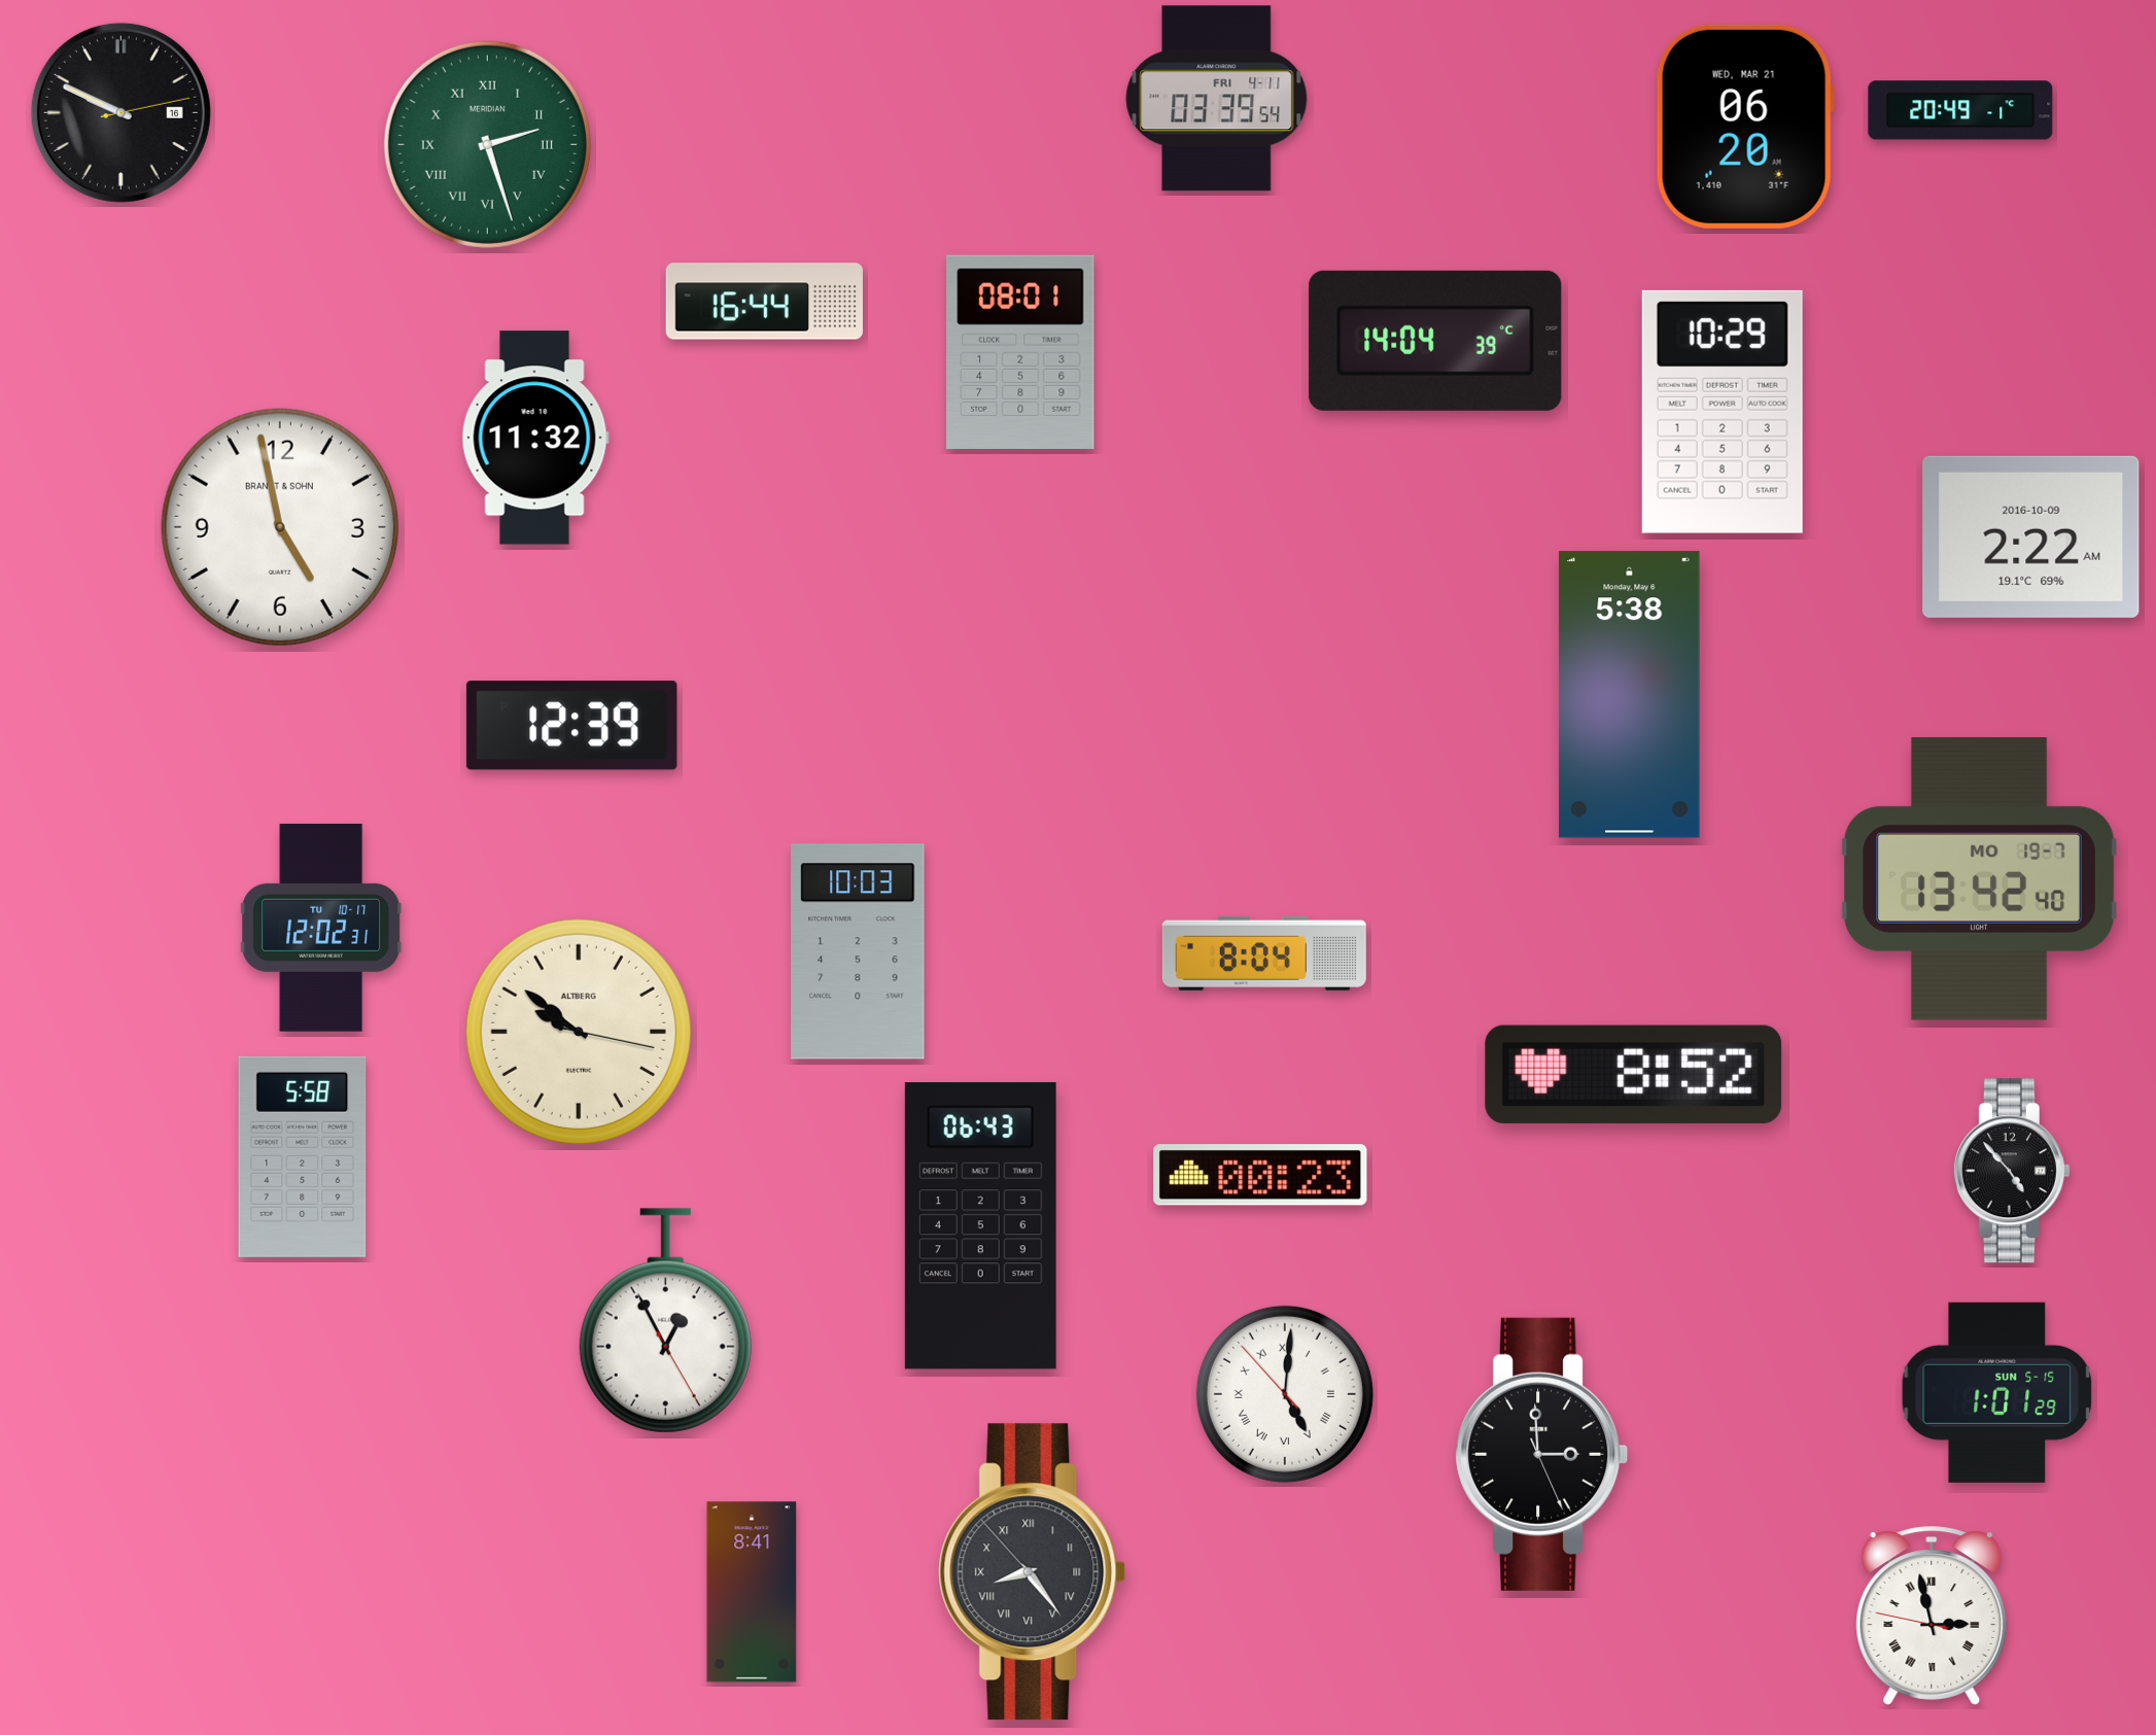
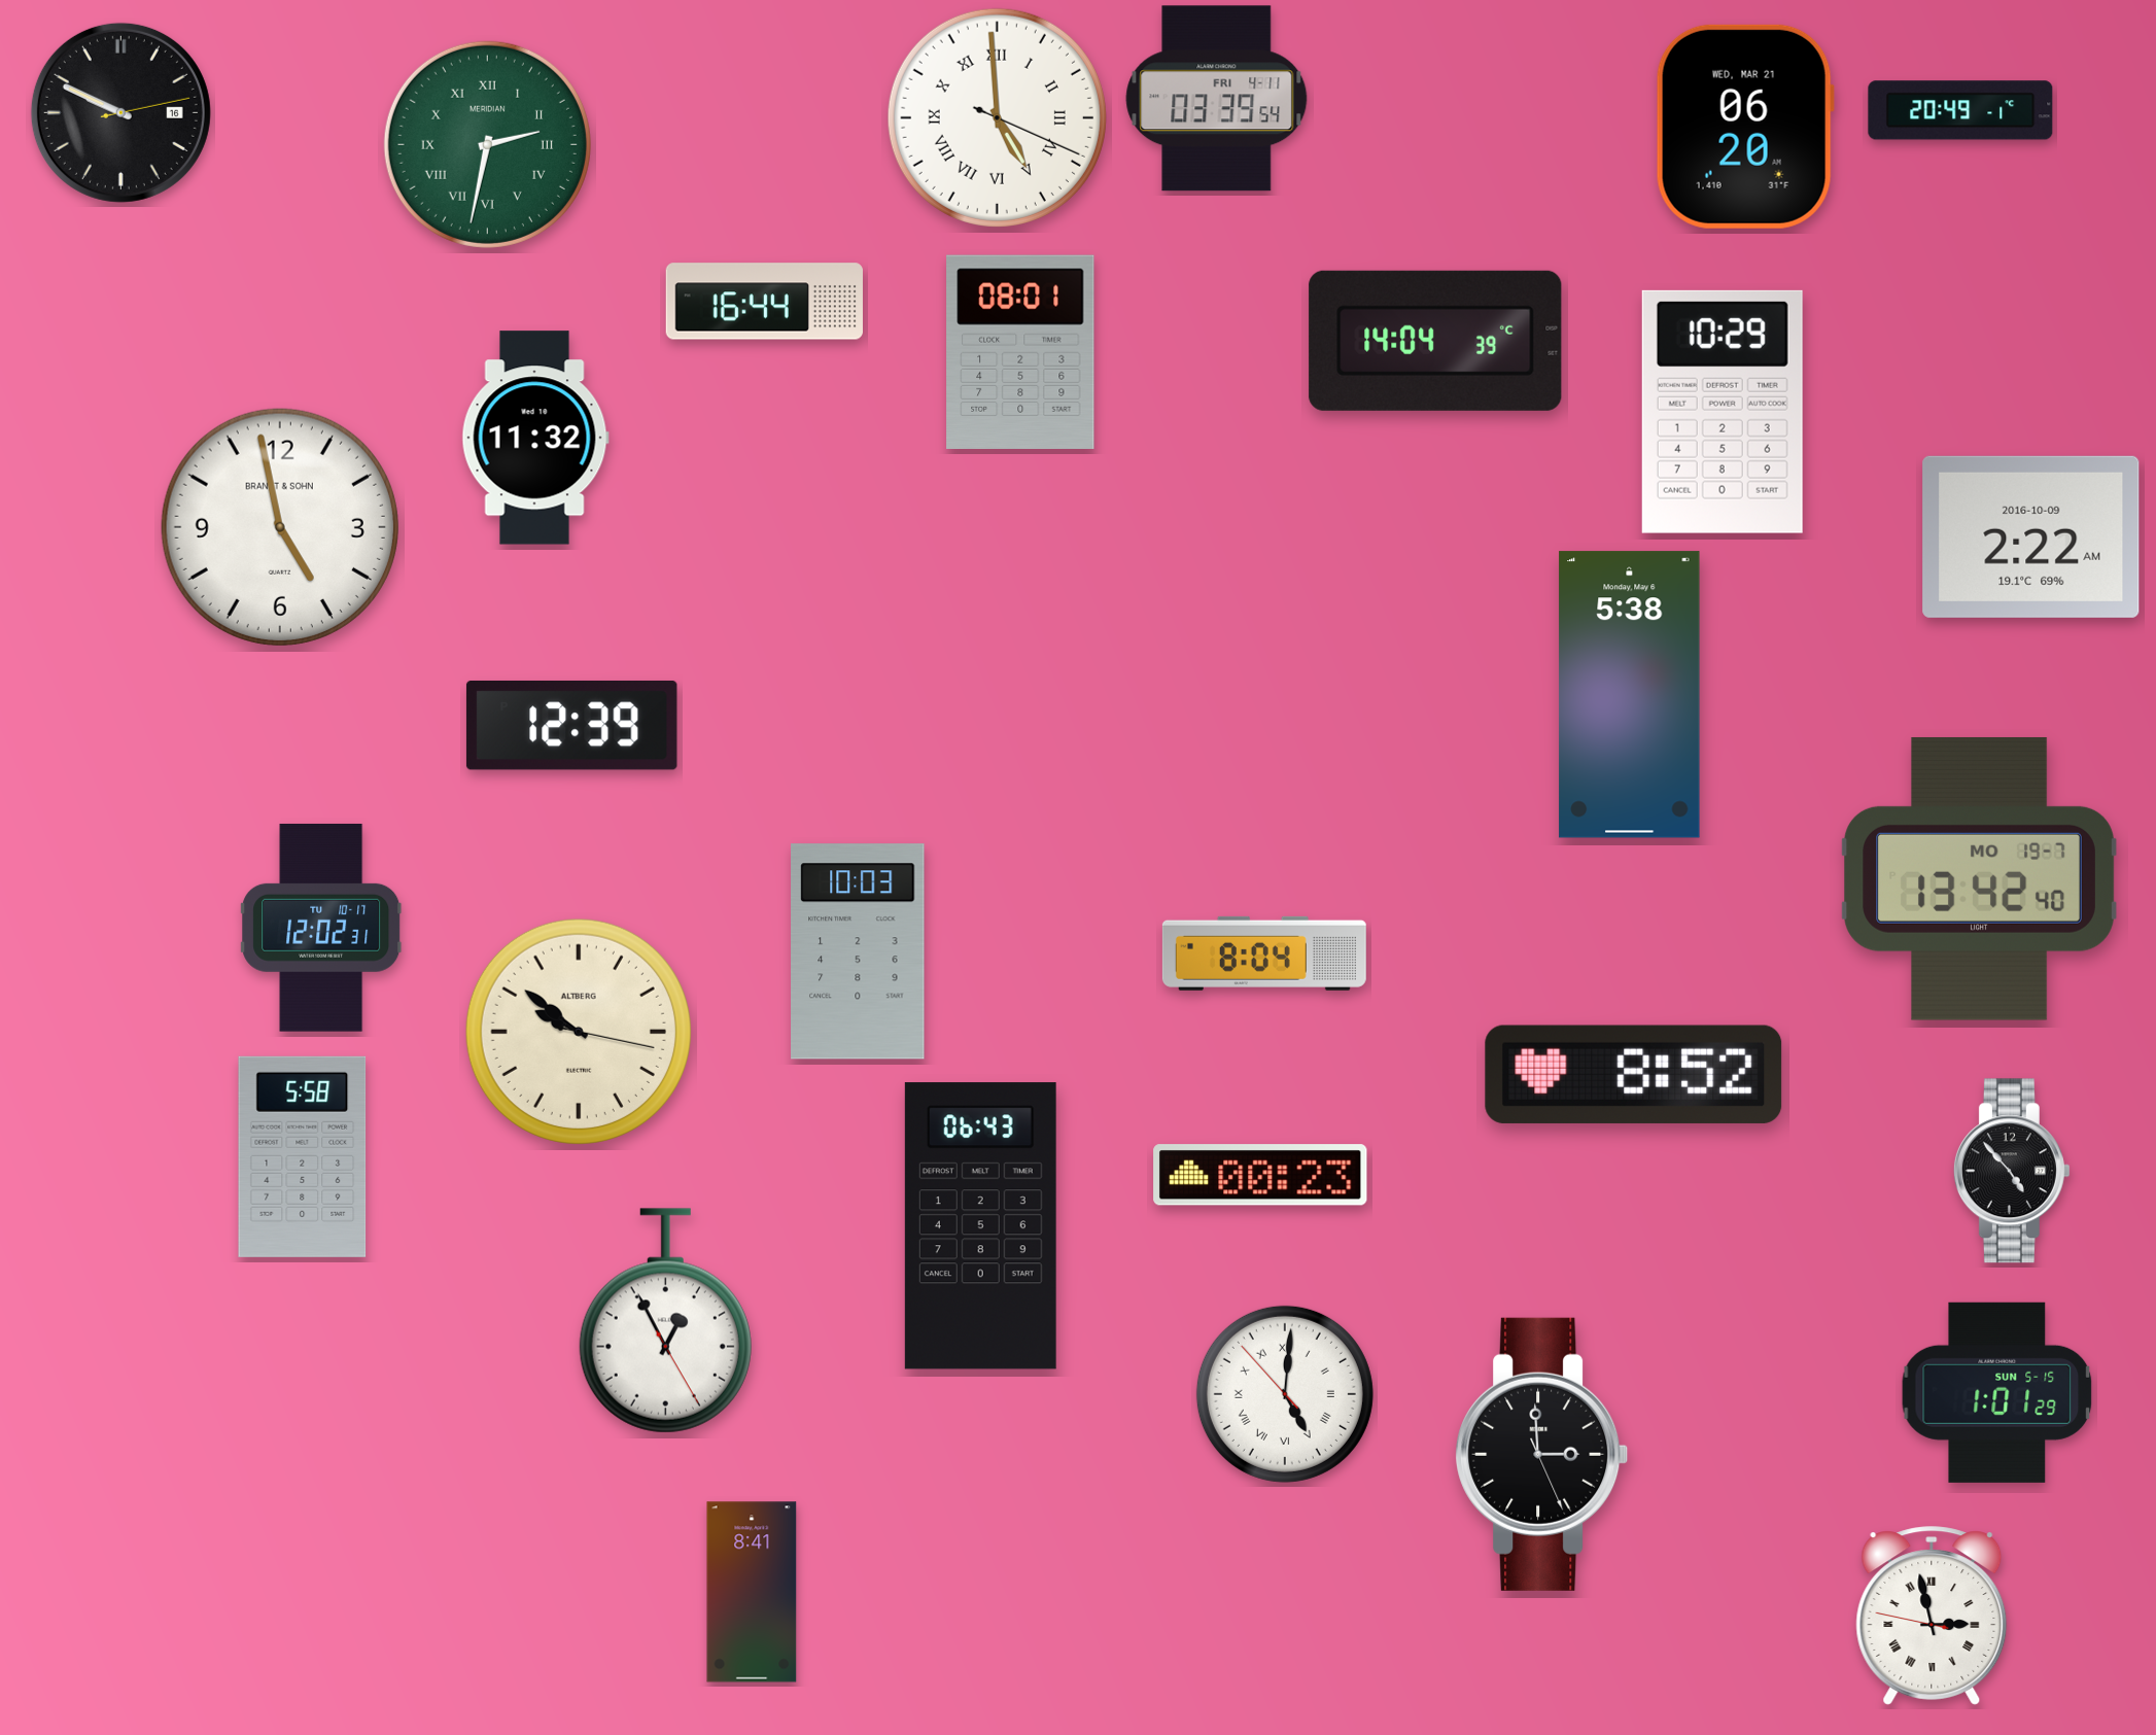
clock at (997, 117): none -> 4:59
clock at (487, 144): 2:27 -> 2:32
clock at (1033, 1572): 8:23 -> none
